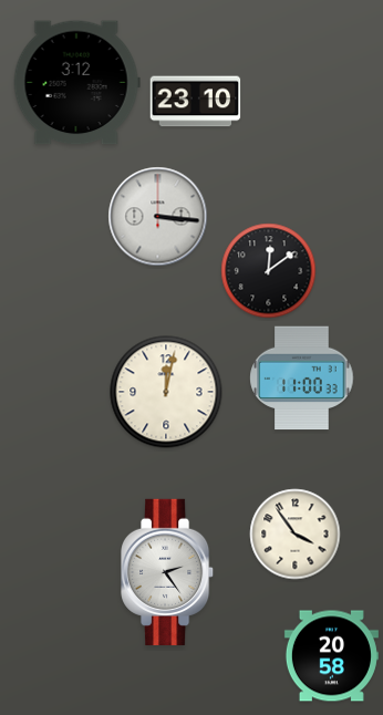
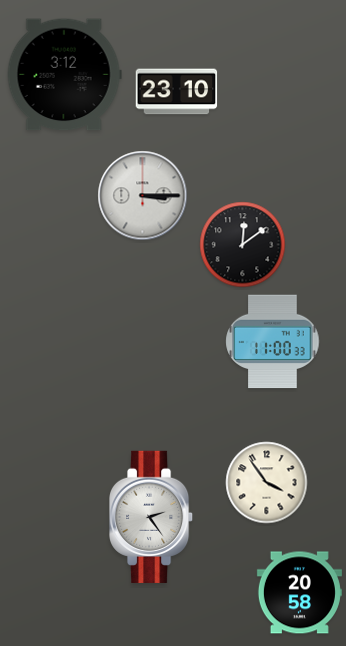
clock at (76, 83) position: (76, 83) -> (64, 75)
clock at (158, 217): 3:16 -> 3:15
clock at (166, 392): 12:02 -> none
